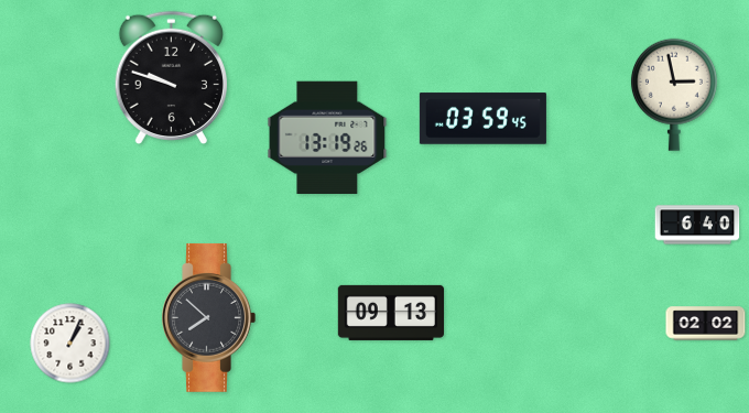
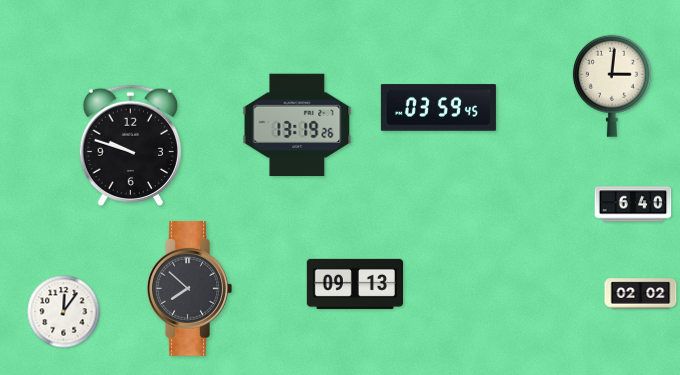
clock at (171, 78) position: (171, 78) -> (130, 146)
clock at (674, 95): 2:58 -> 3:01
clock at (70, 344): 1:04 -> 12:06
